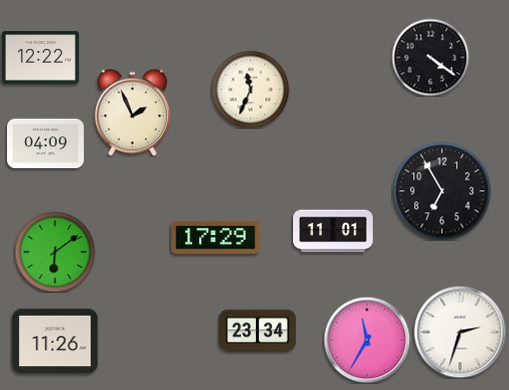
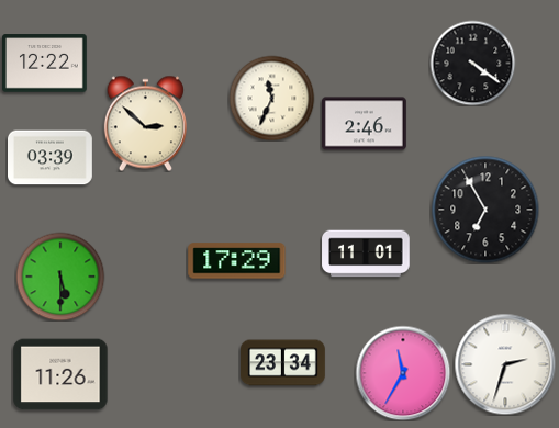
clock at (250, 89) position: (250, 89) -> (271, 98)
clock at (132, 112): 1:56 -> 2:52
clock at (365, 124): none -> 2:46
clock at (46, 144): 04:09 -> 03:39
clock at (55, 252): 6:09 -> 5:30
